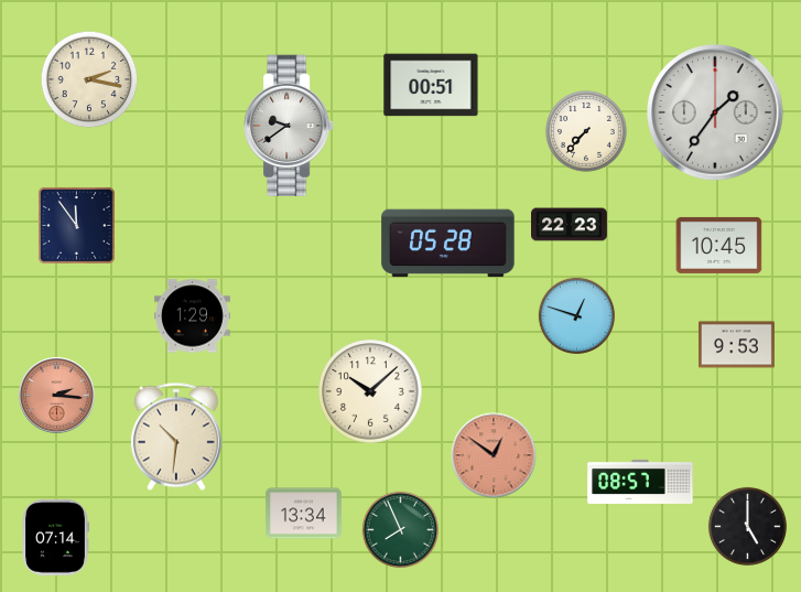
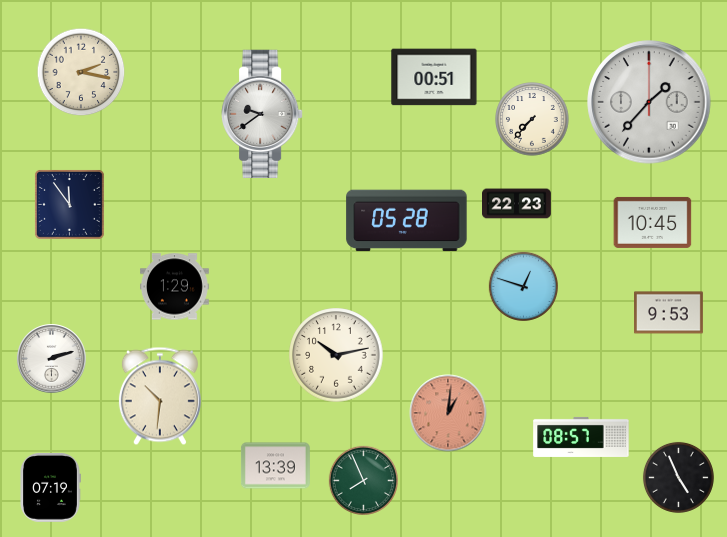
clock at (431, 85) position: (431, 85) -> (434, 77)
clock at (715, 112): 1:36 -> 1:37
clock at (370, 391): 10:08 -> 10:13
clock at (57, 396): 2:16 -> 2:12
clock at (57, 396) dial: salmon -> white
clock at (494, 455): 12:51 -> 1:01
clock at (303, 514): 13:34 -> 13:39
clock at (747, 526): 5:00 -> 4:56
clock at (55, 537): 07:14 -> 07:19
